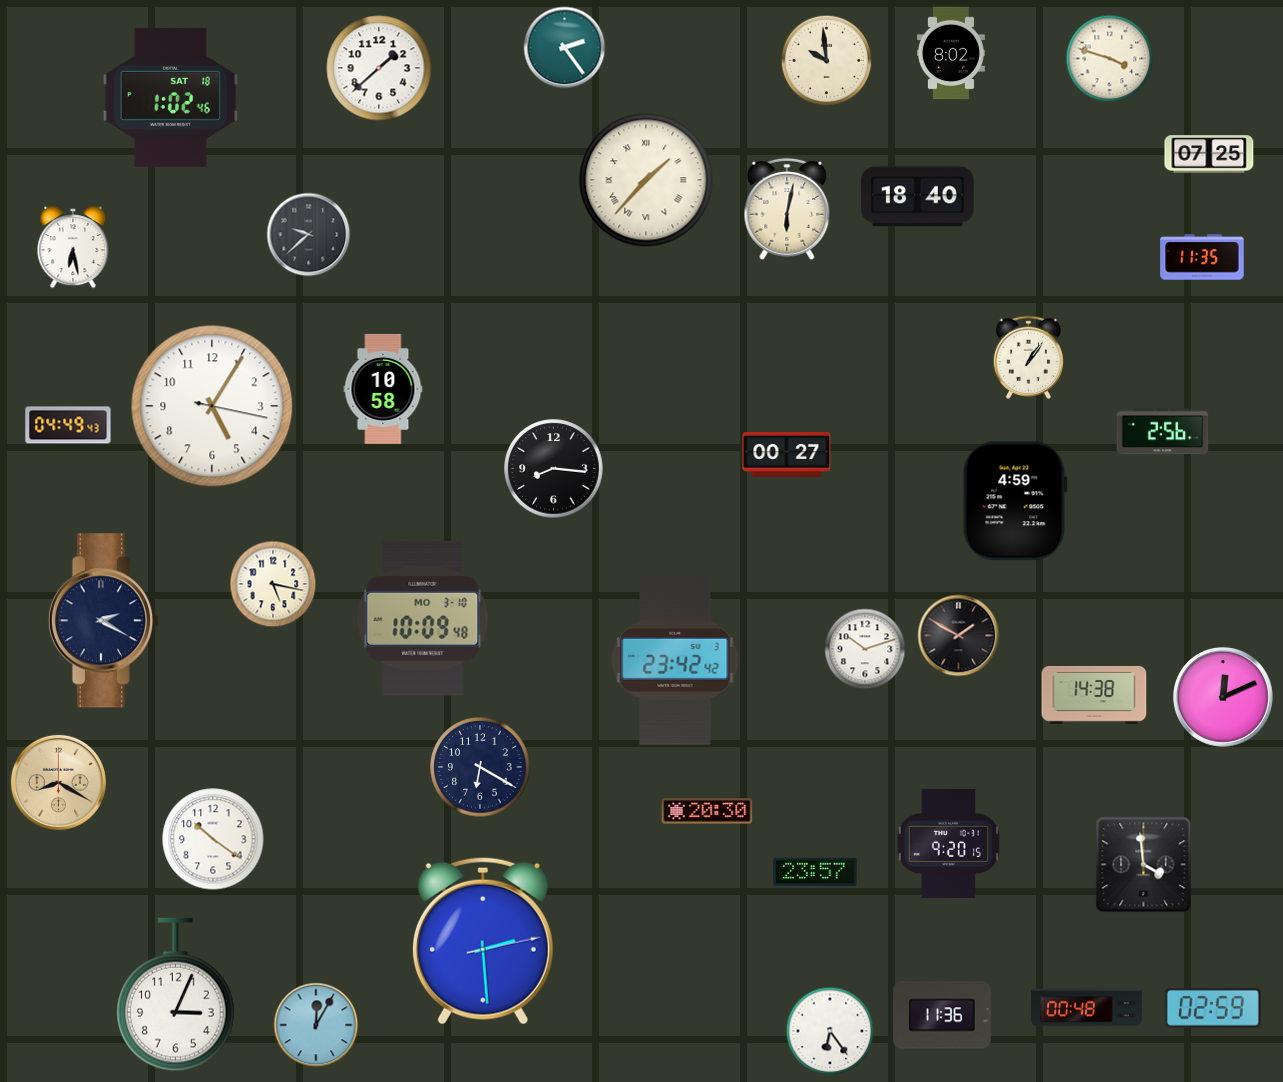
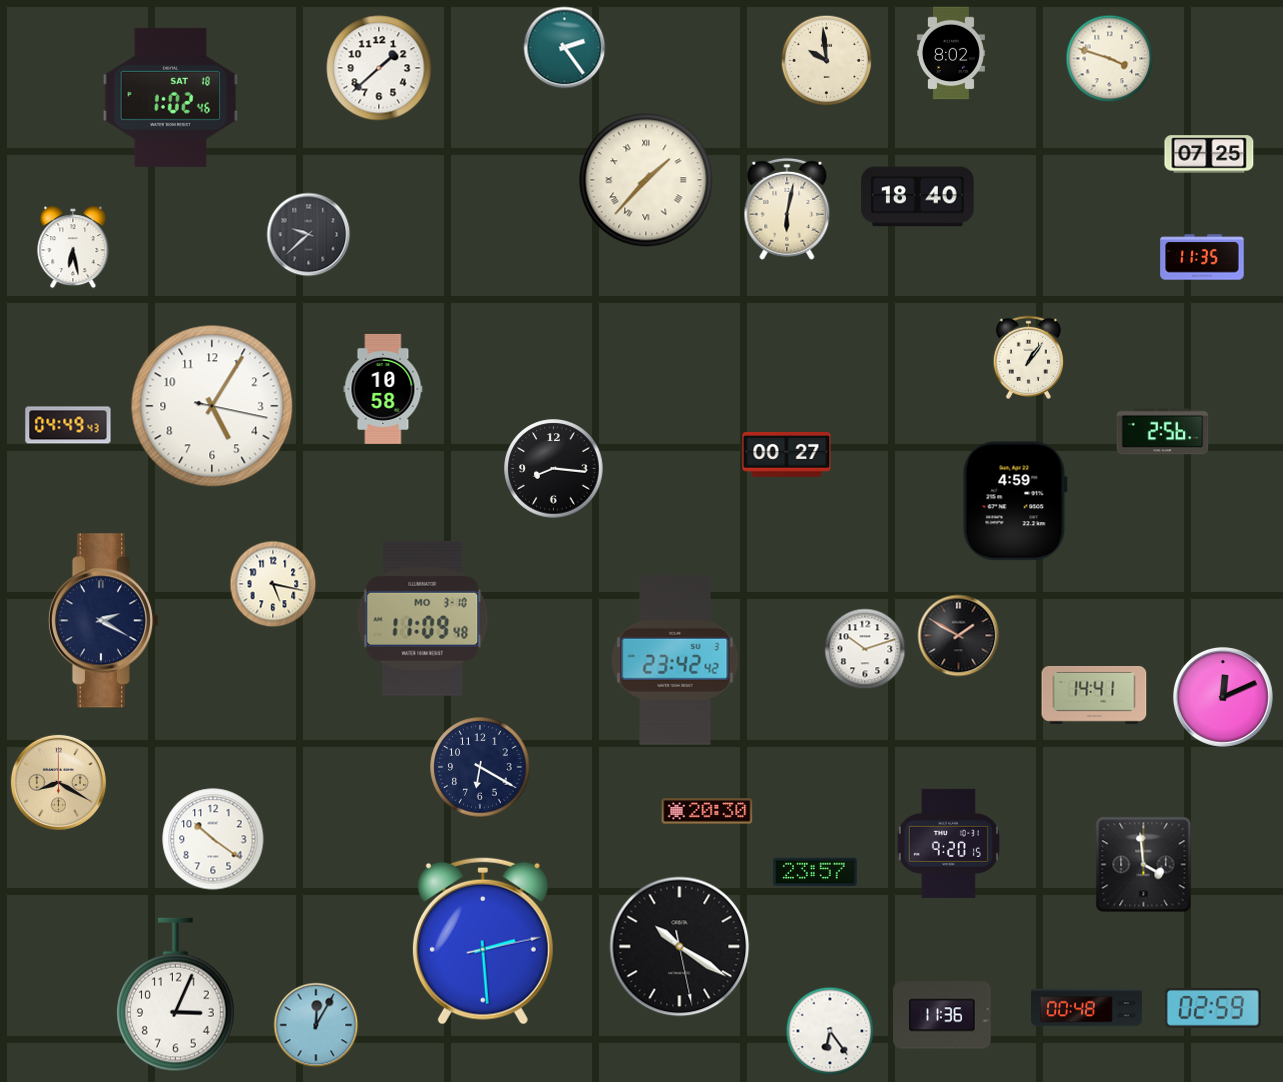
clock at (423, 618): 10:09 -> 11:09
clock at (1094, 696): 14:38 -> 14:41
clock at (680, 947): none -> 10:20
